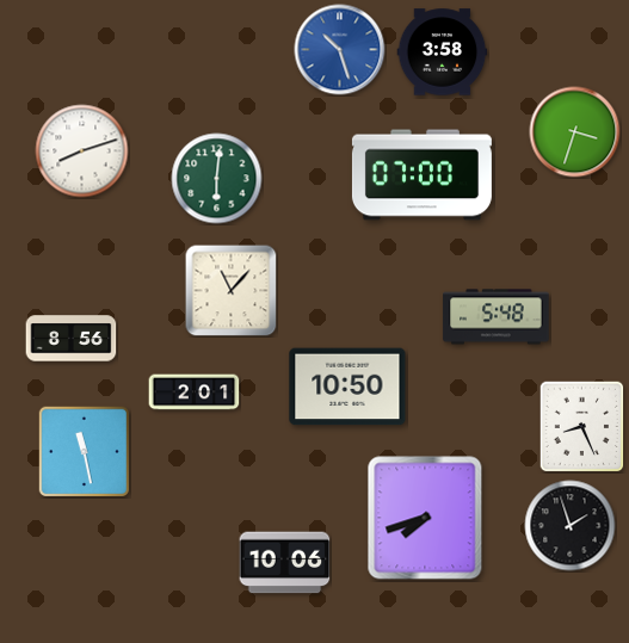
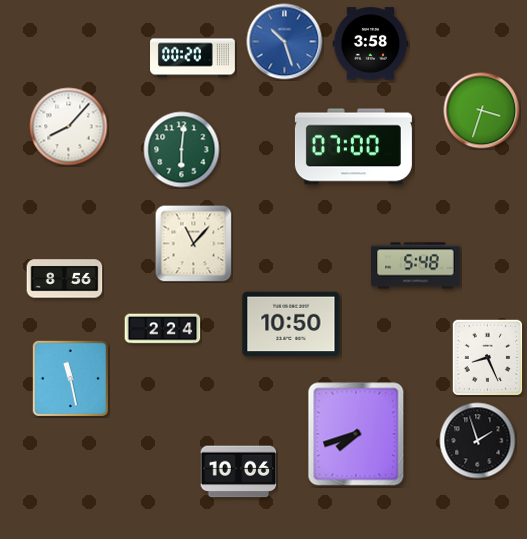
clock at (193, 58): none -> 00:20
clock at (82, 152): 8:12 -> 8:07
clock at (72, 339) position: (72, 339) -> (65, 279)
clock at (195, 392): 2:01 -> 2:24
